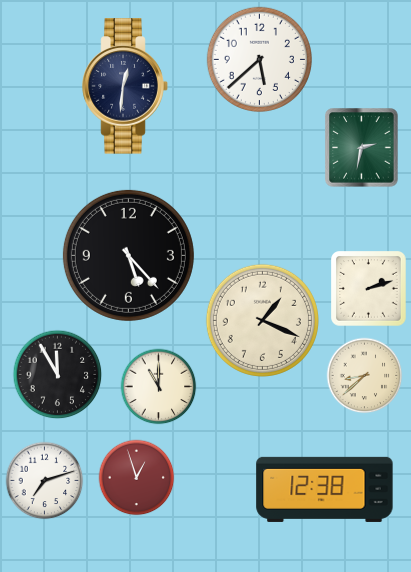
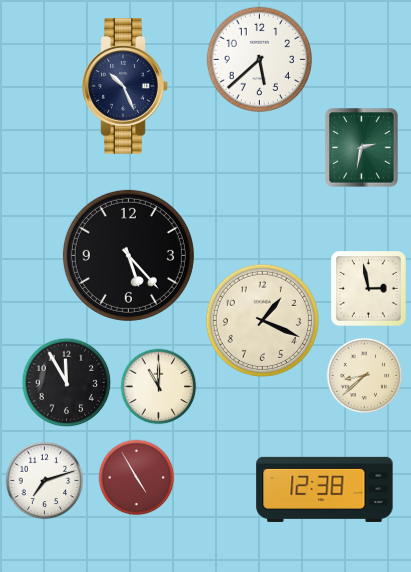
clock at (125, 86): 12:31 -> 10:26
clock at (369, 289): 2:12 -> 2:58
clock at (58, 375) position: (58, 375) -> (67, 383)
clock at (137, 478): 12:57 -> 4:55
